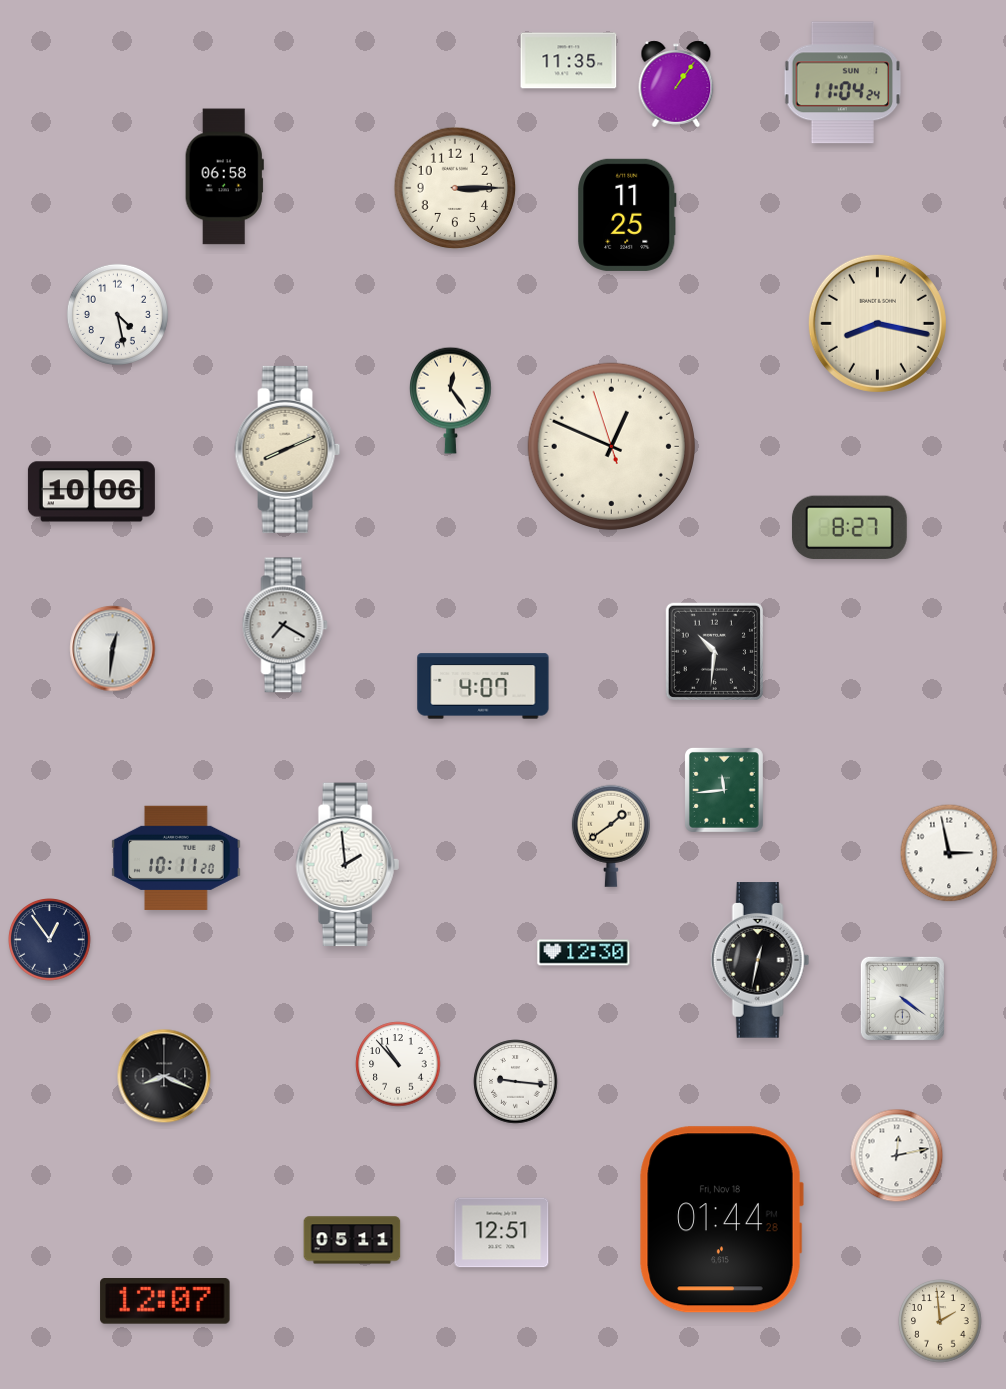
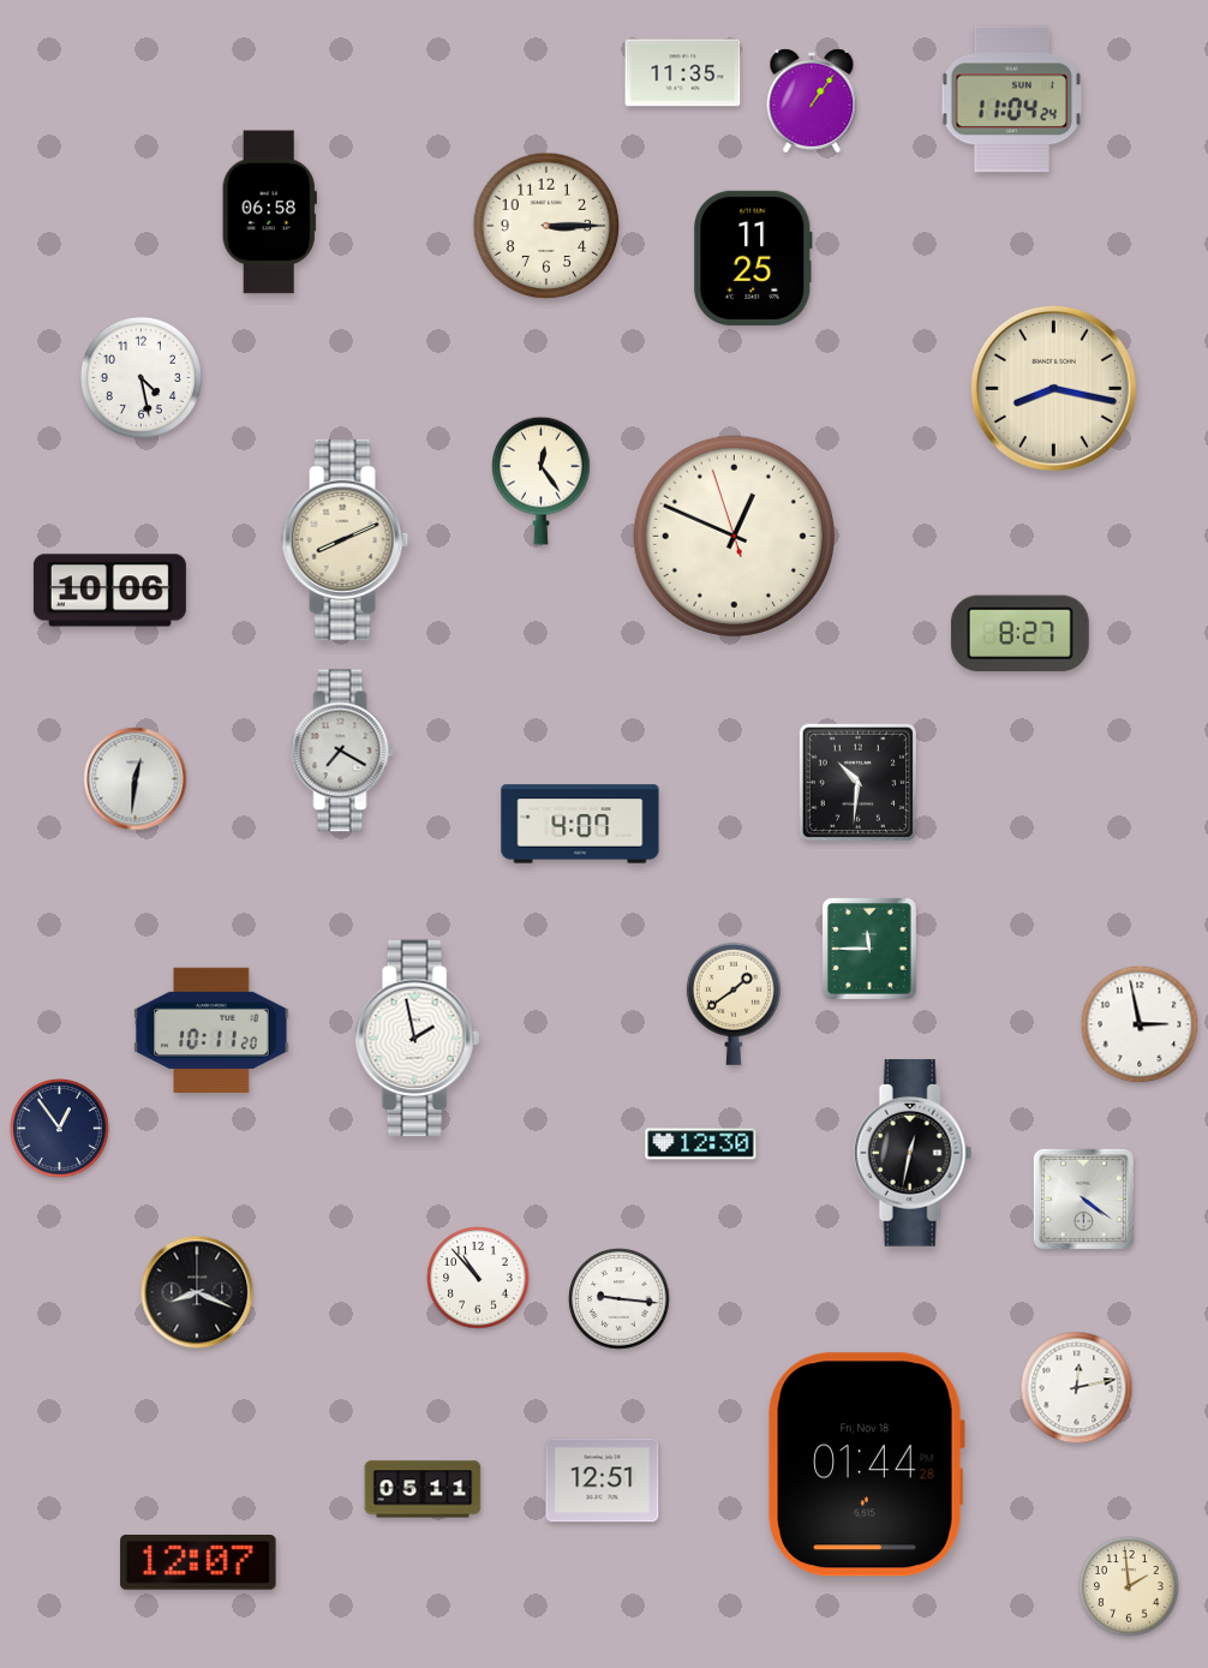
clock at (724, 790): 11:44 -> 11:45
clock at (347, 865): 1:59 -> 1:58
